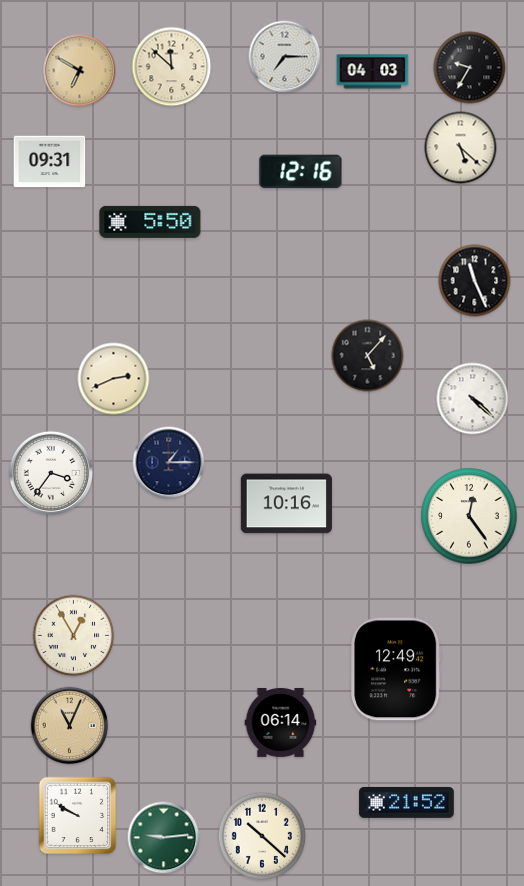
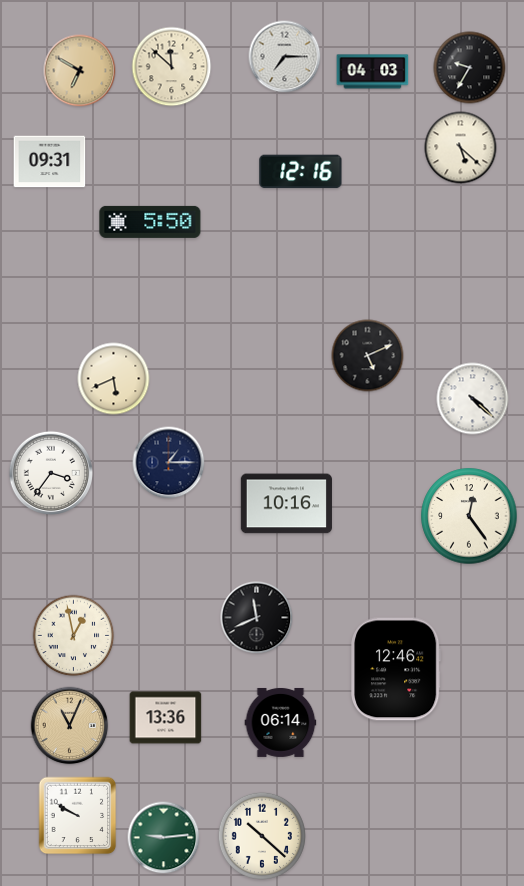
clock at (475, 281): 11:26 -> none
clock at (368, 356): 5:07 -> 5:11
clock at (114, 379): 2:41 -> 5:41
clock at (257, 618): none -> 11:41
clock at (74, 636): 12:55 -> 12:58
clock at (397, 669): 12:49 -> 12:46
clock at (166, 718): none -> 13:36
clock at (407, 802): 21:52 -> none
